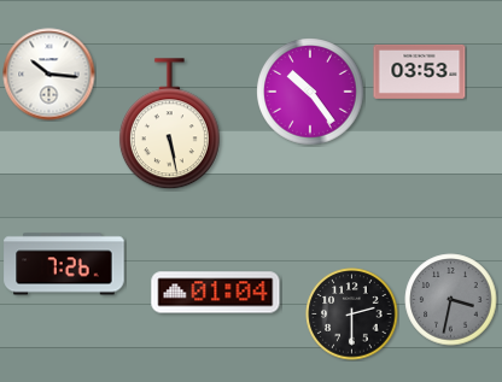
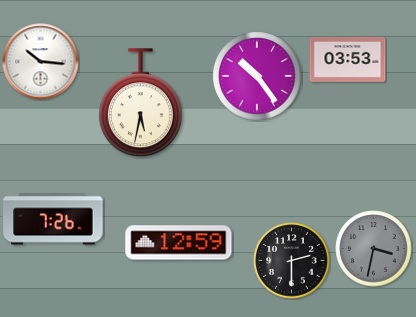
clock at (169, 124): 5:28 -> 5:32
clock at (216, 293): 01:04 -> 12:59
